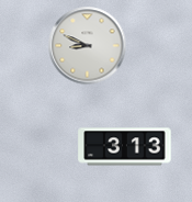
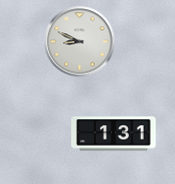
clock at (125, 147): 3:13 -> 1:31
